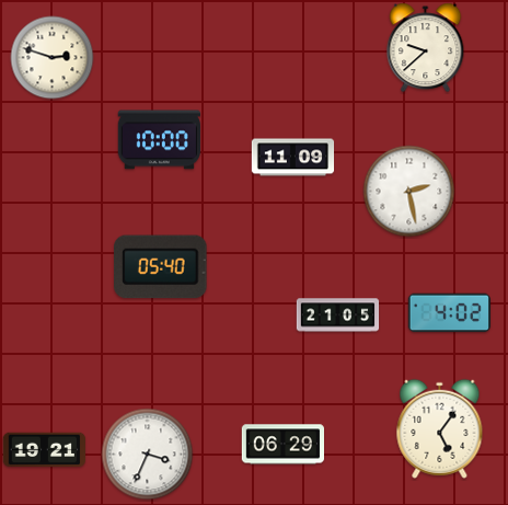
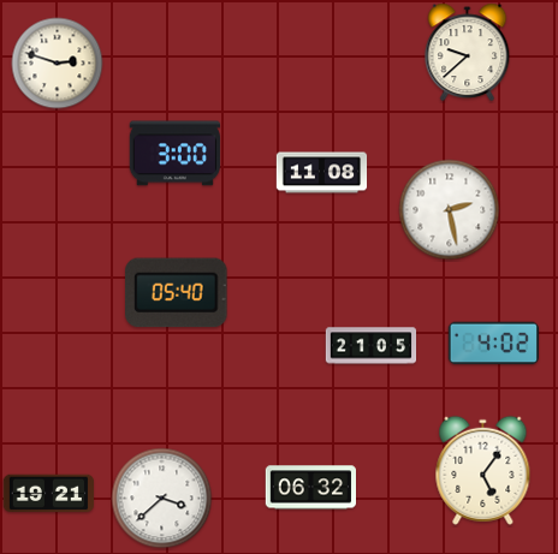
clock at (159, 140): 10:00 -> 3:00
clock at (293, 158): 11:09 -> 11:08
clock at (282, 445): 06:29 -> 06:32
clock at (148, 455): 3:34 -> 3:38
